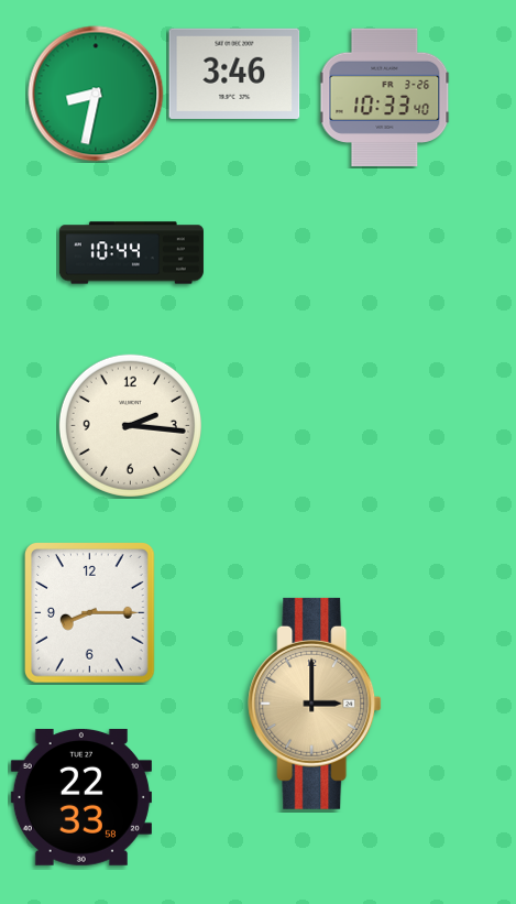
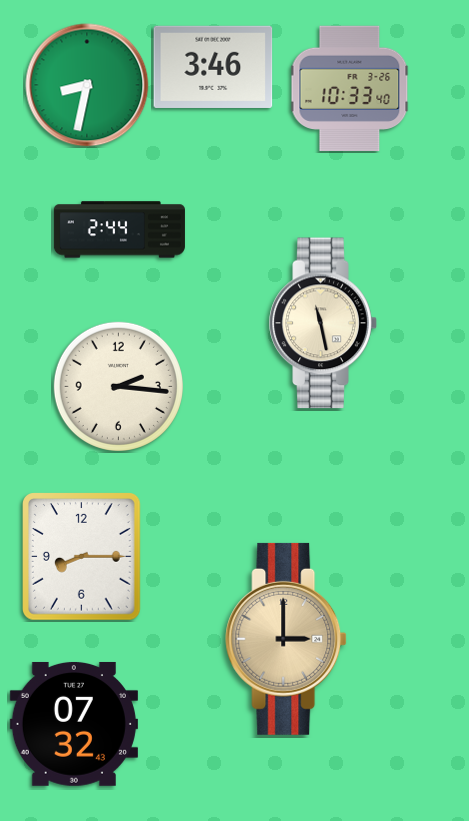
clock at (131, 253): 10:44 -> 2:44
clock at (323, 323): none -> 11:28
clock at (81, 797): 22:33 -> 07:32
